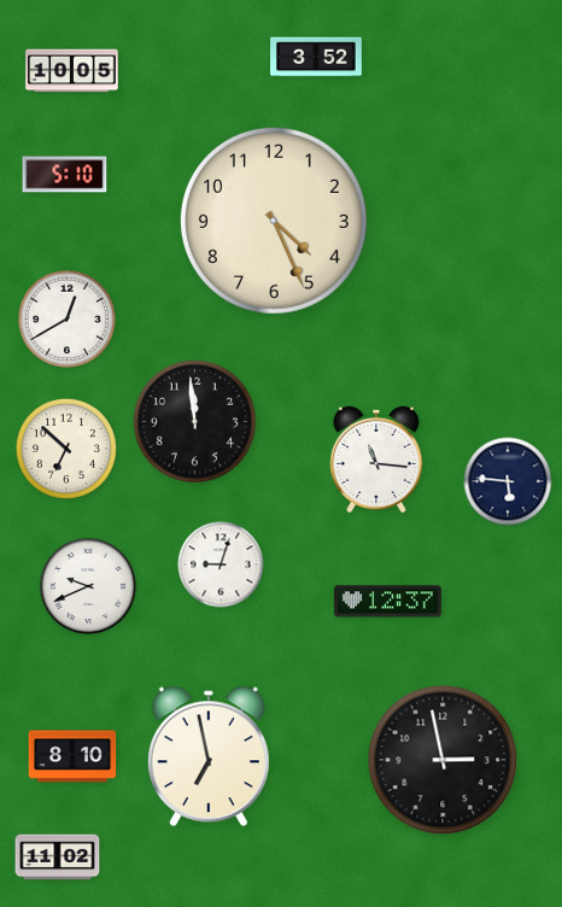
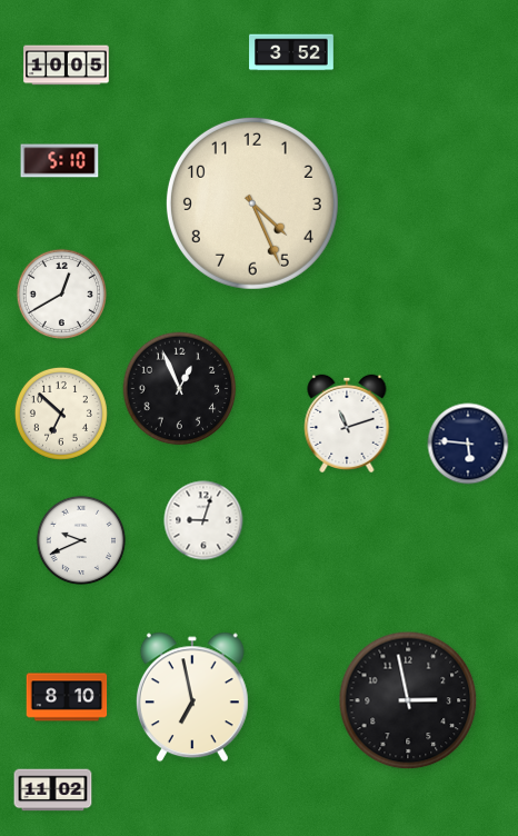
clock at (195, 422): 11:59 -> 12:56
clock at (376, 458): 11:16 -> 11:12
clock at (387, 602): 12:37 -> none
